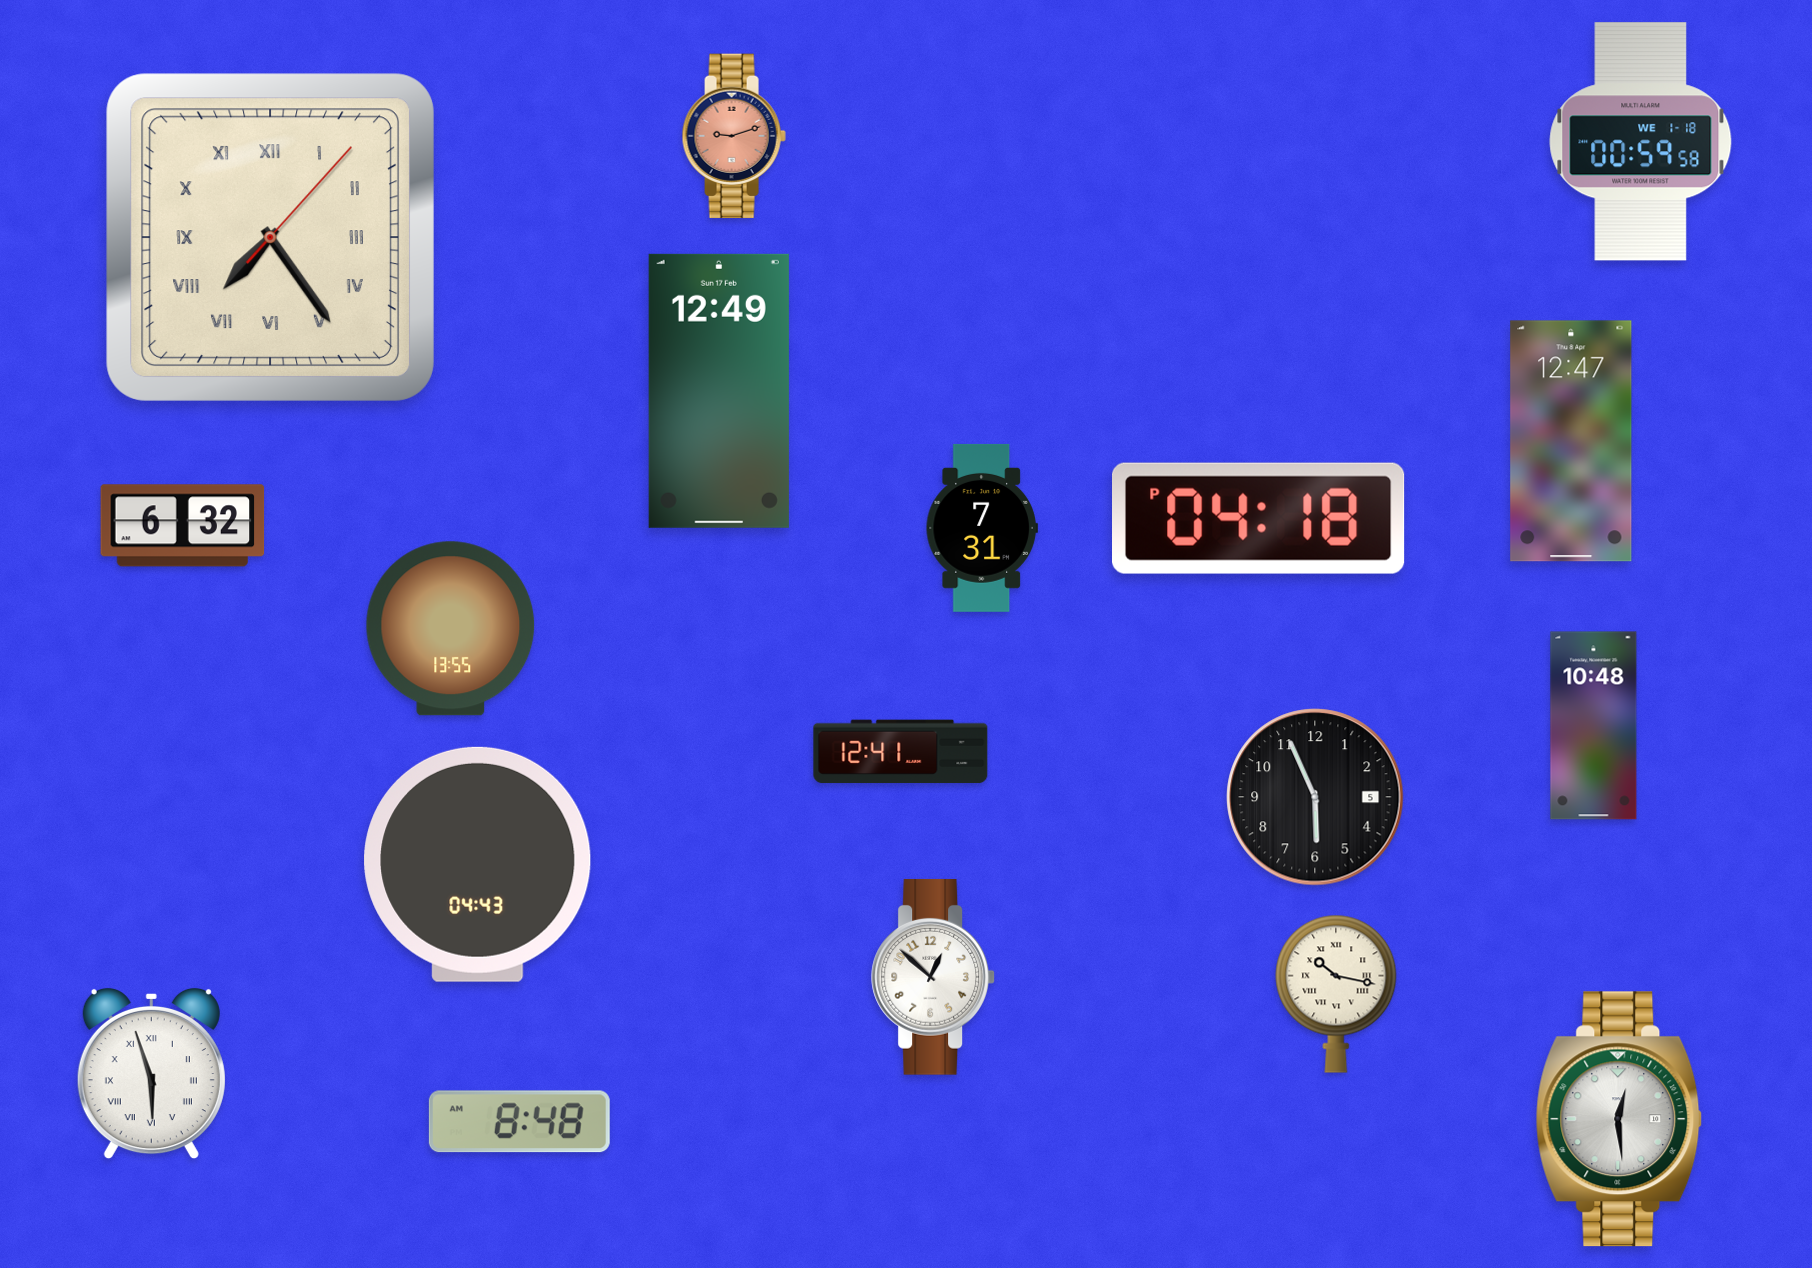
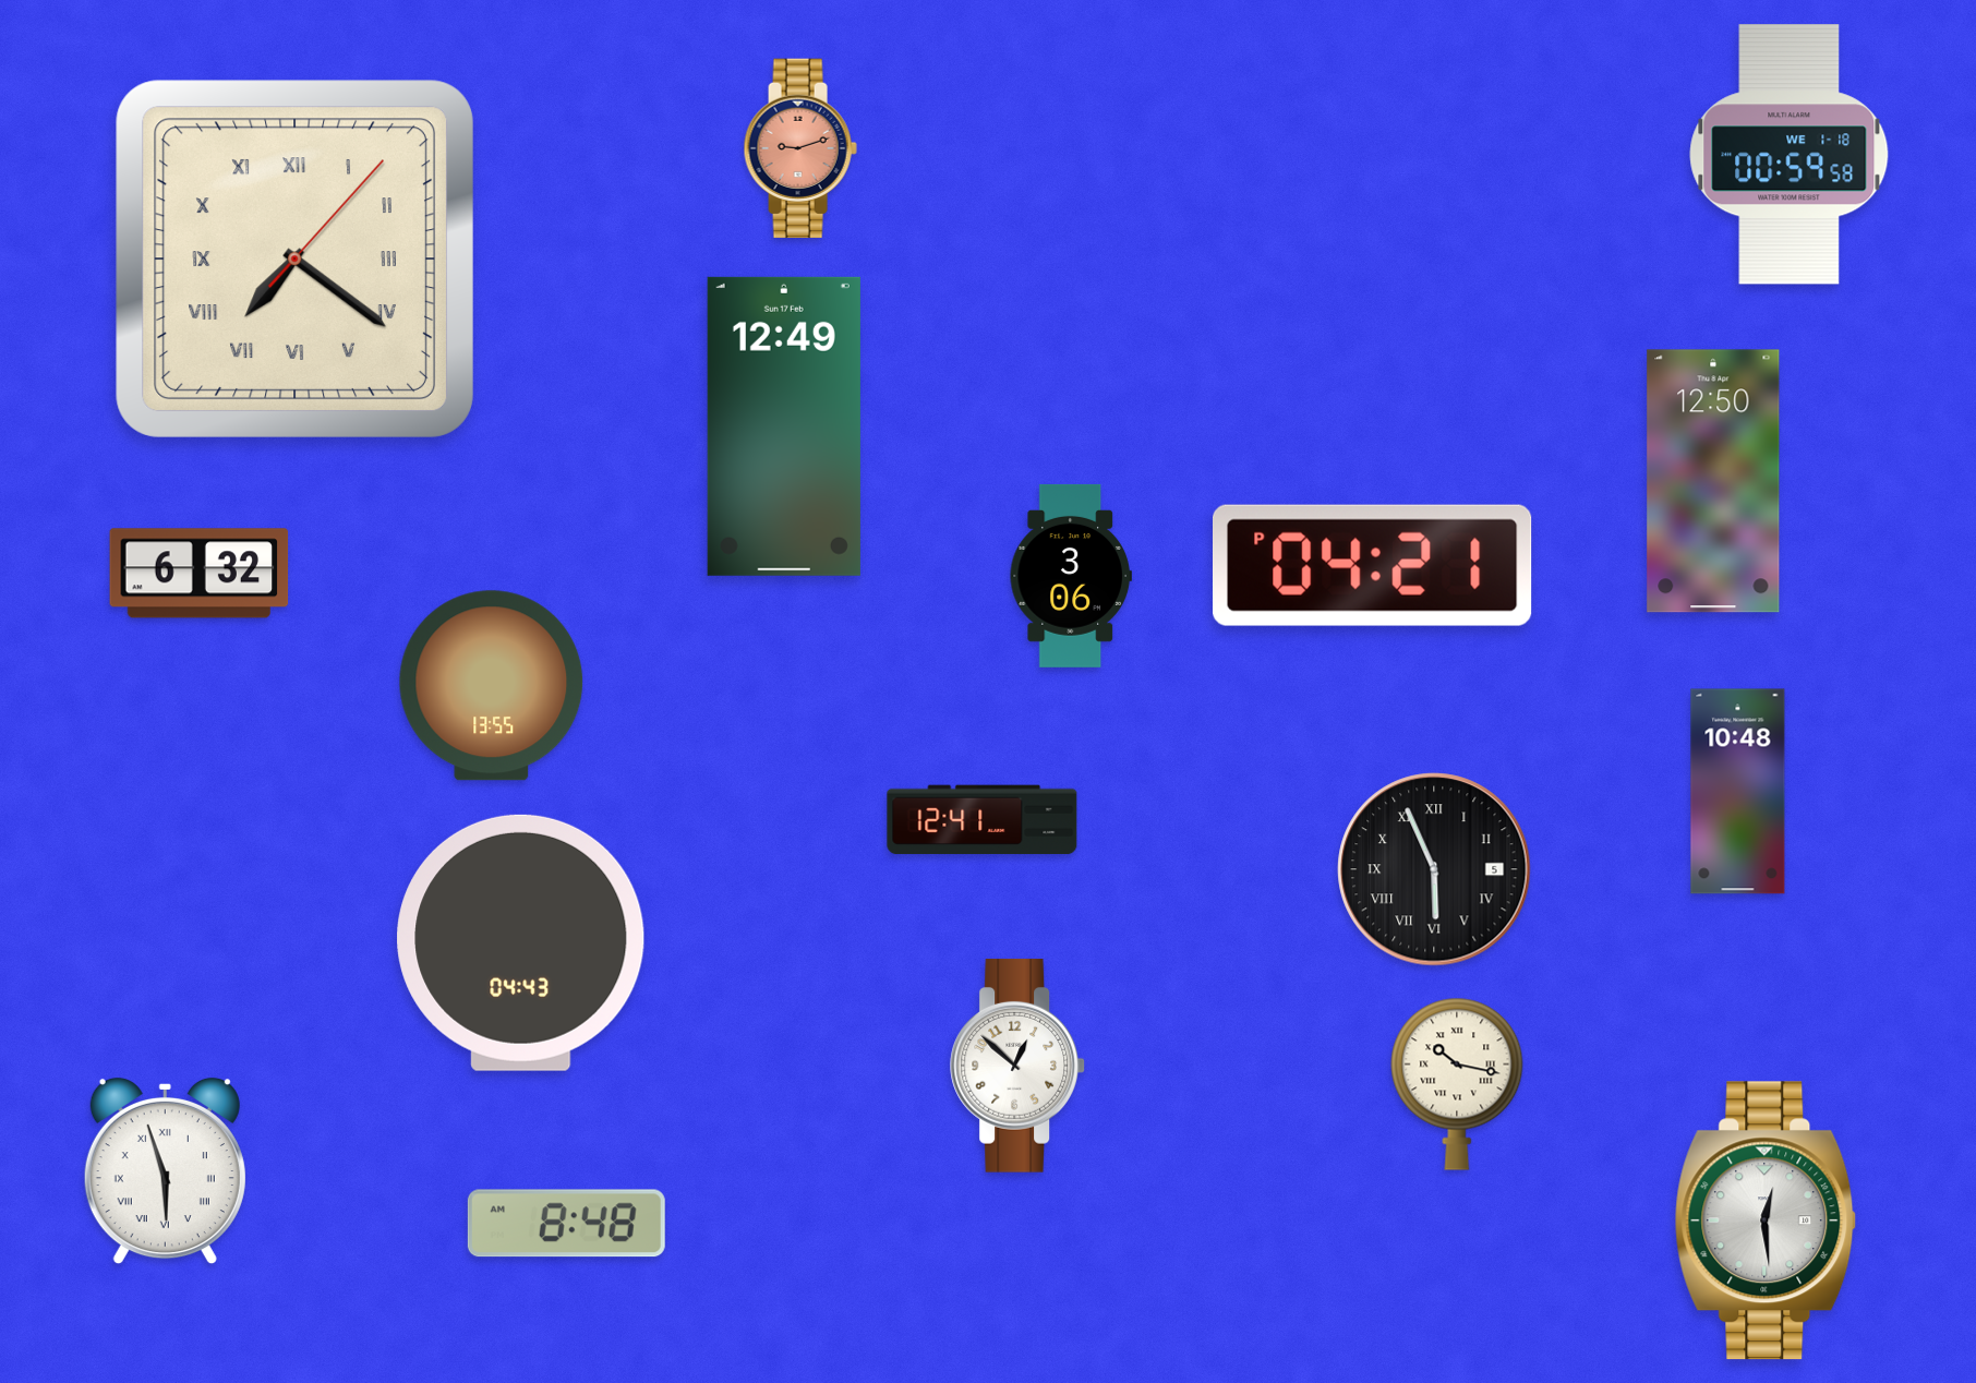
clock at (270, 237): 7:24 -> 7:21
clock at (1571, 441): 12:47 -> 12:50
clock at (1259, 518): 04:18 -> 04:21
clock at (982, 528): 7:31 -> 3:06
clock at (1315, 797) numerals: Arabic -> Roman
